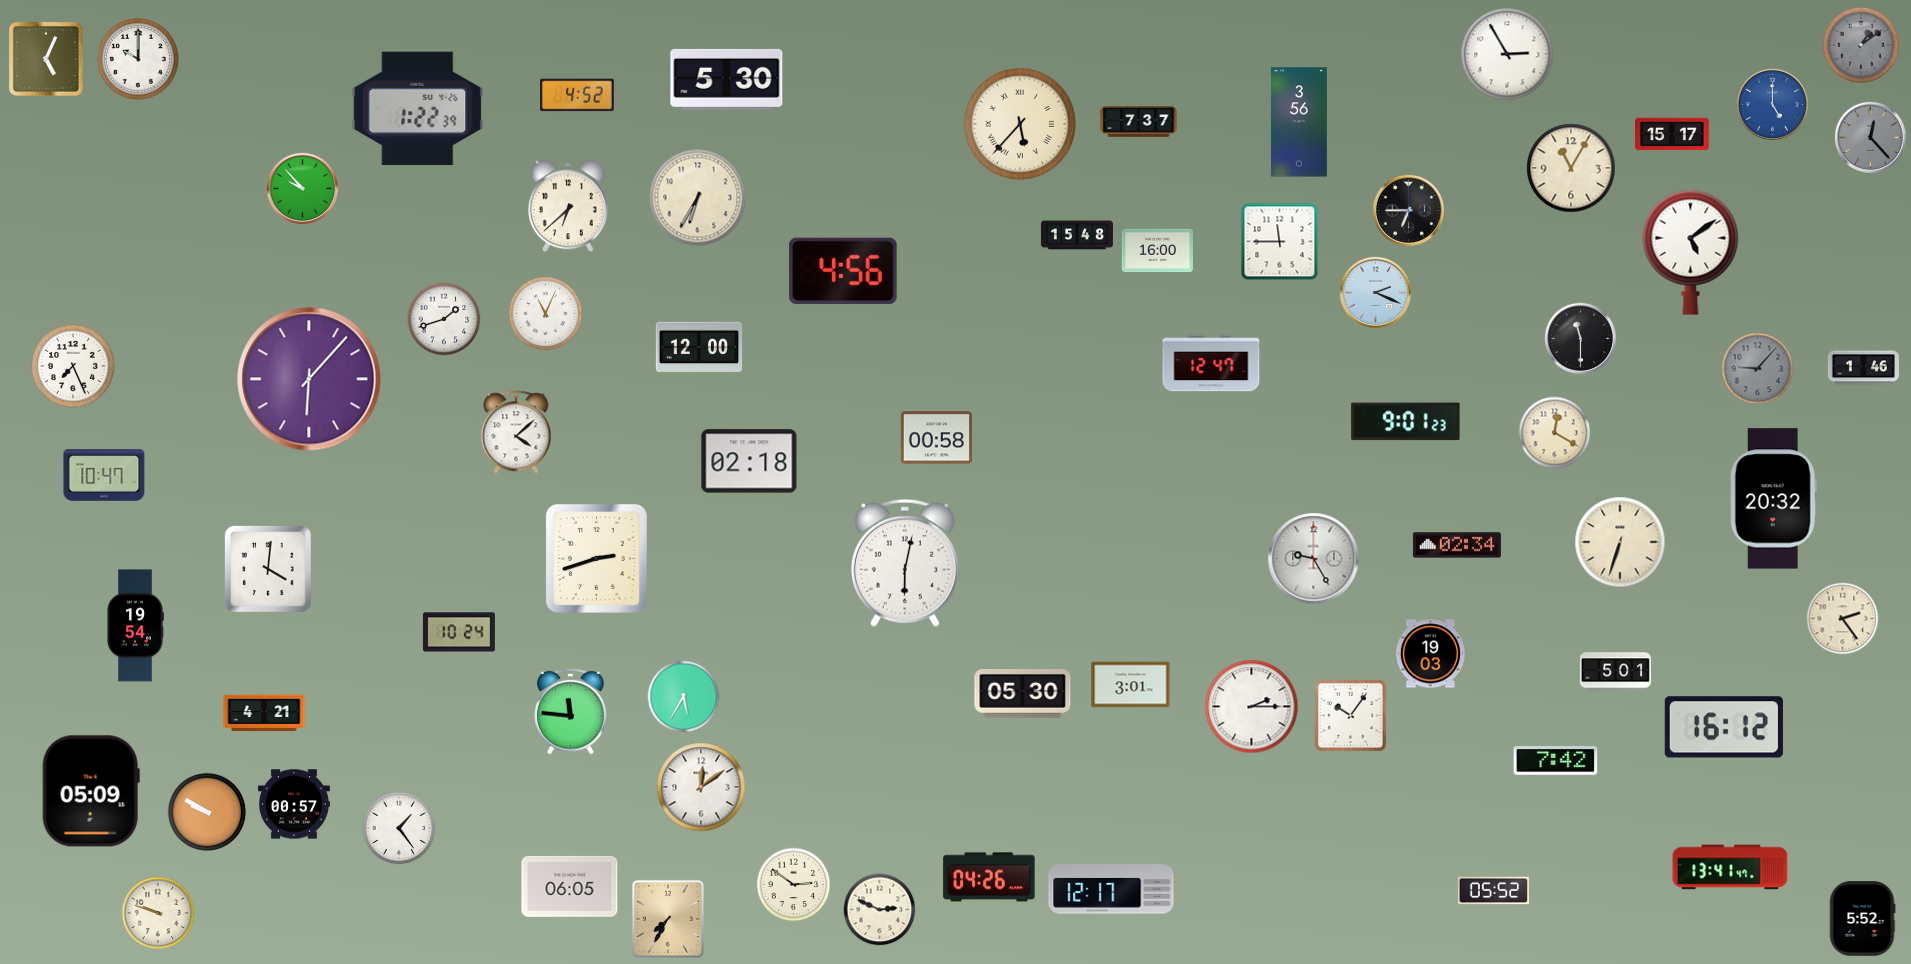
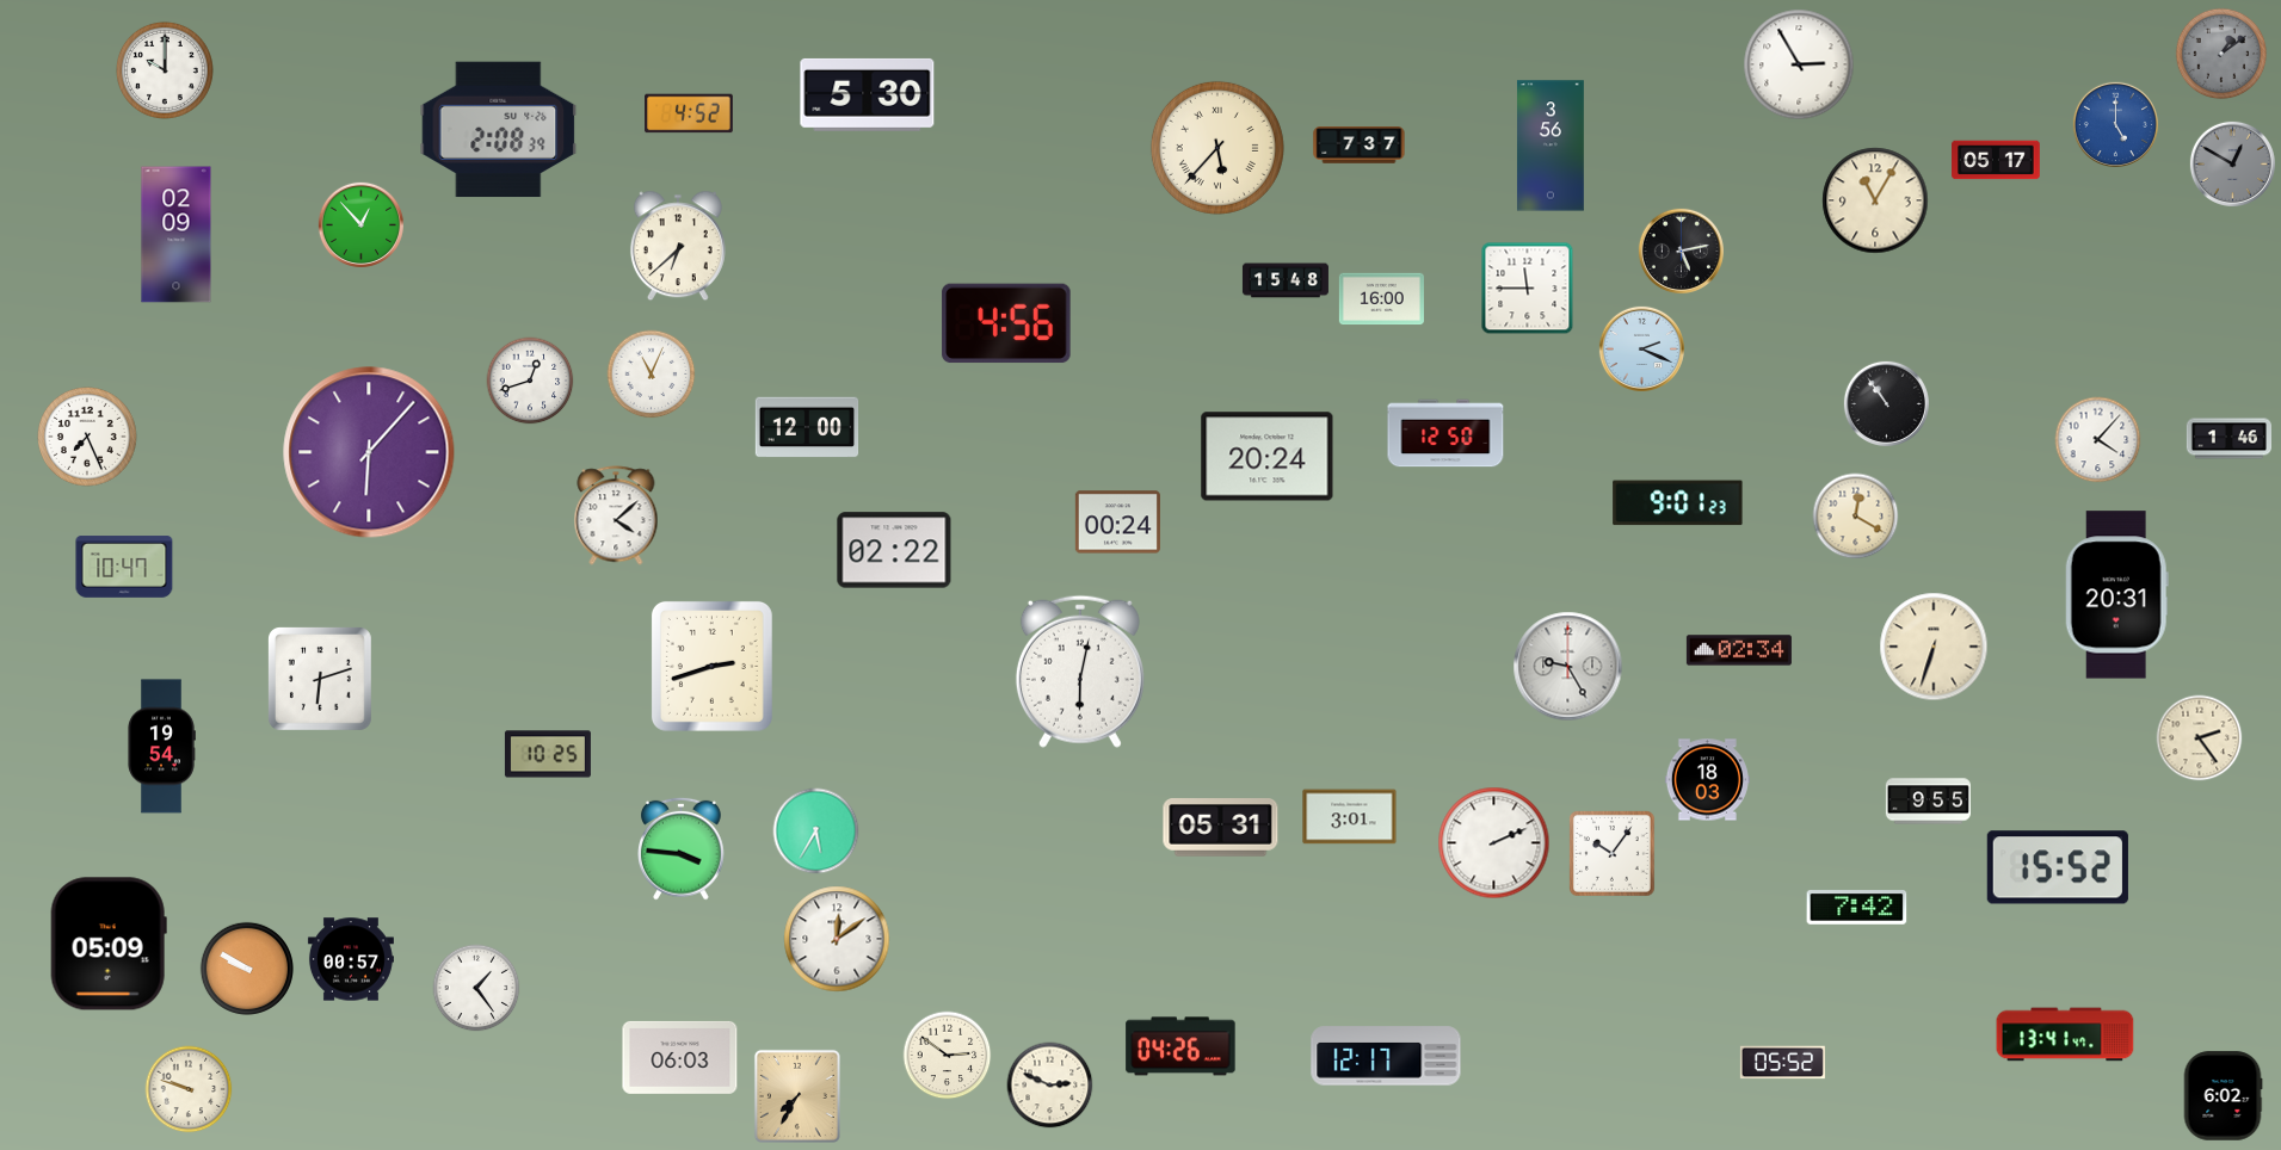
clock at (46, 59): 5:04 -> none
clock at (418, 109): 1:22 -> 2:08
clock at (1672, 134): 15:17 -> 05:17
clock at (1870, 137): 12:23 -> 12:50
clock at (302, 188): 9:53 -> 12:53
clock at (177, 235): none -> 02:09
clock at (698, 198): 6:35 -> none
clock at (1408, 210): 6:45 -> 5:13
clock at (1691, 252): 5:09 -> none
clock at (444, 319): 1:42 -> 12:42
clock at (1580, 338): 11:30 -> 10:54
clock at (699, 347) position: (699, 347) -> (807, 427)
clock at (1211, 363): 12:47 -> 12:50
clock at (1863, 368) position: (1863, 368) -> (2228, 439)
clock at (1758, 369): 9:07 -> 4:07
clock at (1758, 369) dial: grey -> white
clock at (1268, 457): none -> 20:24
clock at (936, 438): 00:58 -> 00:24
clock at (749, 461): 02:18 -> 02:22
clock at (1773, 499): 20:32 -> 20:31
clock at (268, 569): 4:01 -> 6:12
clock at (459, 632): 10:24 -> 10:25
clock at (1430, 654): 19:03 -> 18:03
clock at (1615, 672): 5:01 -> 9:55
clock at (1023, 694): 05:30 -> 05:31
clock at (1252, 707): 2:15 -> 2:11
clock at (571, 711): 11:46 -> 3:46
clock at (264, 713): 4:21 -> none
clock at (1724, 727): 16:12 -> 15:52
clock at (570, 886): 06:05 -> 06:03
clock at (1111, 889) position: (1111, 889) -> (1386, 1056)
clock at (1862, 919): 5:52 -> 6:02
